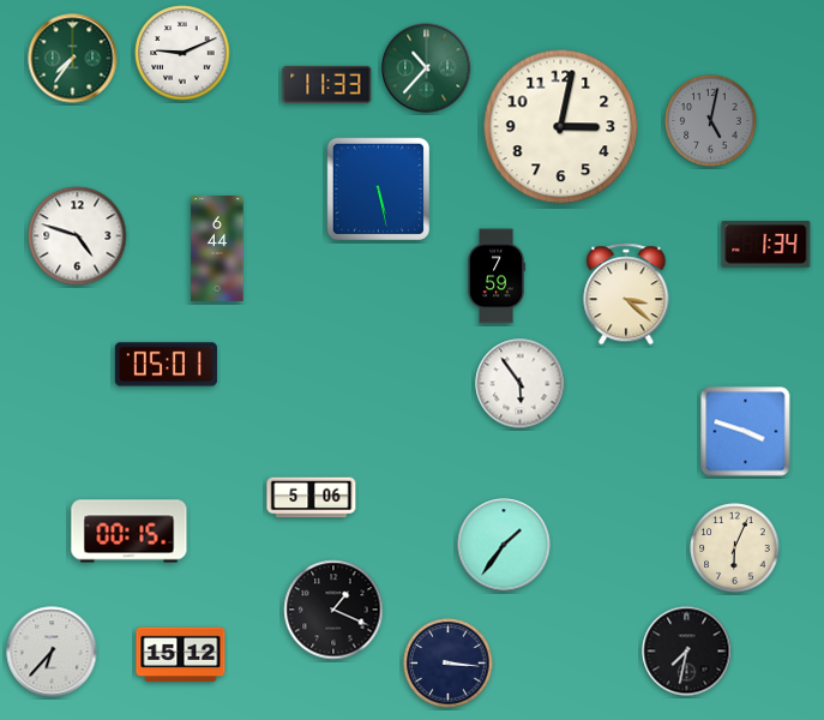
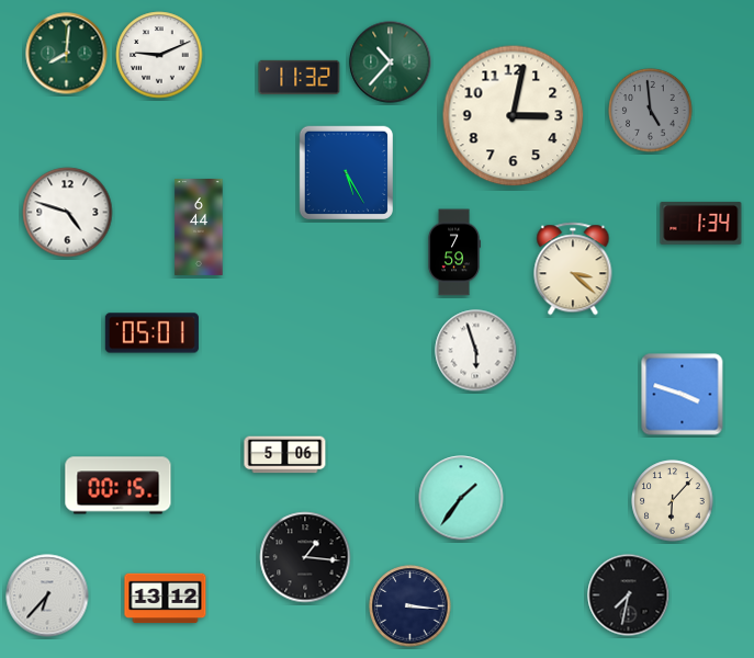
clock at (182, 53) position: (182, 53) -> (159, 55)
clock at (73, 59): 7:36 -> 8:01
clock at (327, 84): 11:33 -> 11:32
clock at (711, 121): 5:02 -> 4:59
clock at (378, 188): 5:28 -> 5:25
clock at (78, 236) position: (78, 236) -> (68, 213)
clock at (521, 384): 5:54 -> 5:57
clock at (735, 548): 6:04 -> 6:07
clock at (333, 610): 1:19 -> 1:16
clock at (181, 655): 15:12 -> 13:12
